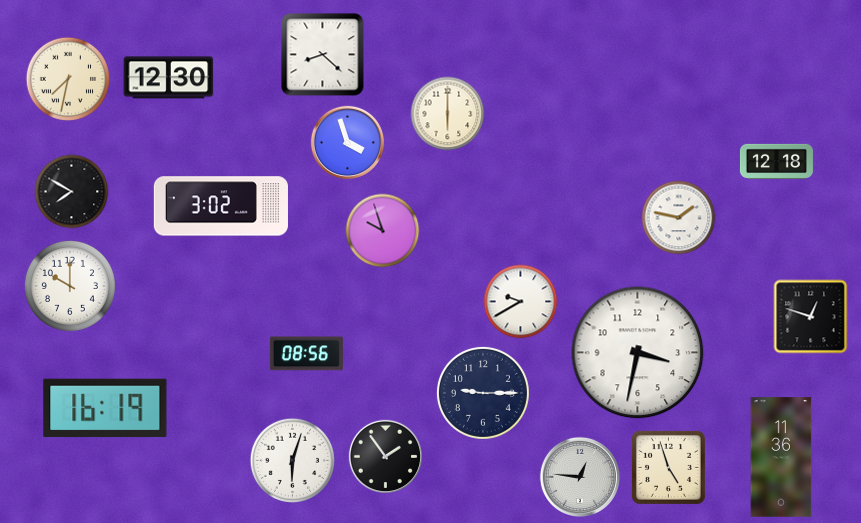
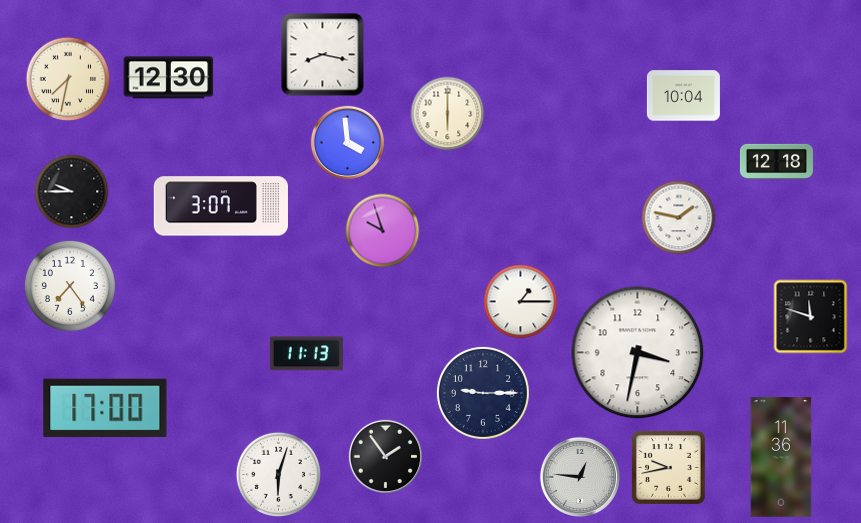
clock at (323, 55): 8:22 -> 8:17
clock at (683, 96): none -> 10:04
clock at (348, 143): 3:57 -> 3:59
clock at (72, 192): 7:50 -> 9:45
clock at (221, 206): 3:02 -> 3:07
clock at (70, 286): 10:00 -> 7:24
clock at (521, 302): 9:40 -> 1:15
clock at (811, 317): 12:48 -> 11:48
clock at (306, 354): 08:56 -> 11:13
clock at (105, 408): 16:19 -> 17:00
clock at (292, 460) position: (292, 460) -> (278, 474)
clock at (668, 467): 4:57 -> 9:43
